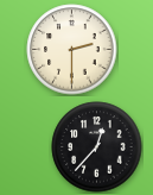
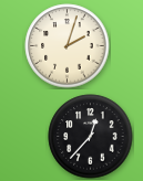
clock at (72, 50): 2:30 -> 2:03
